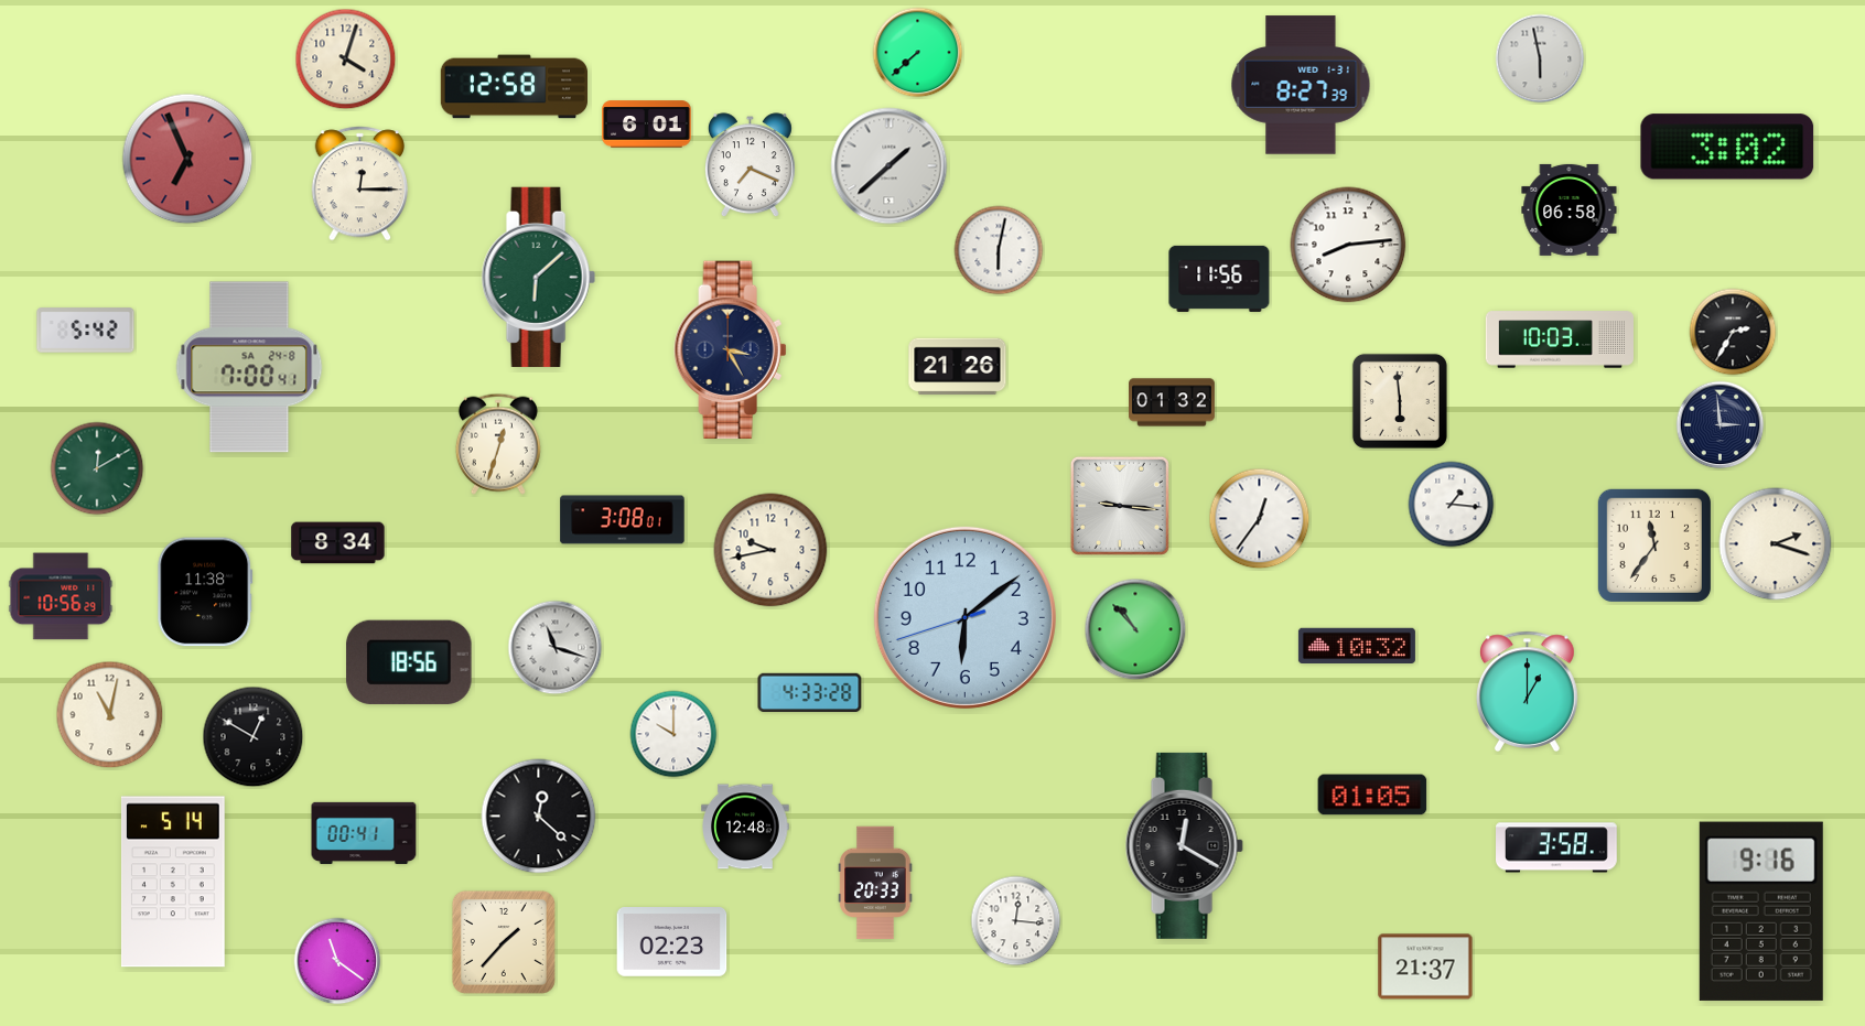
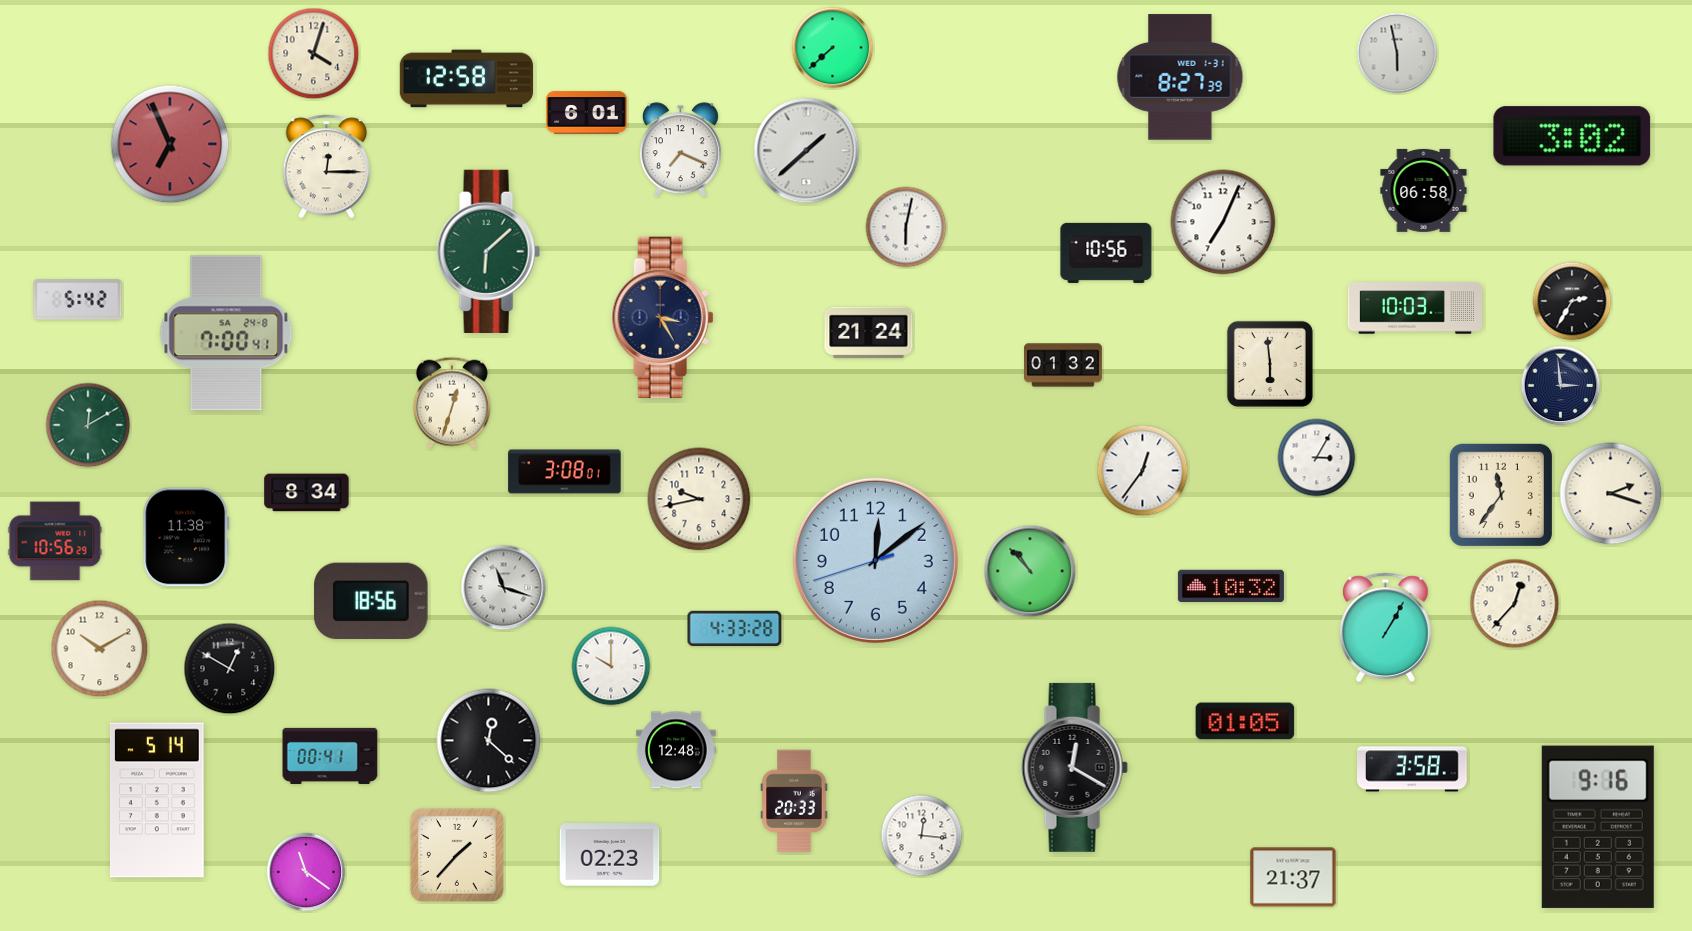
clock at (1727, 147) position: (1727, 147) -> (1572, 136)
clock at (1348, 245): 8:14 -> 7:04
clock at (1219, 279): 11:56 -> 10:56
clock at (958, 367): 21:26 -> 21:24
clock at (1452, 505): 1:16 -> 3:05
clock at (1120, 506): 9:16 -> none
clock at (964, 617): 6:08 -> 12:08
clock at (1515, 604): none -> 12:37
clock at (1528, 691): 1:00 -> 1:05
clock at (110, 715): 11:02 -> 10:10
